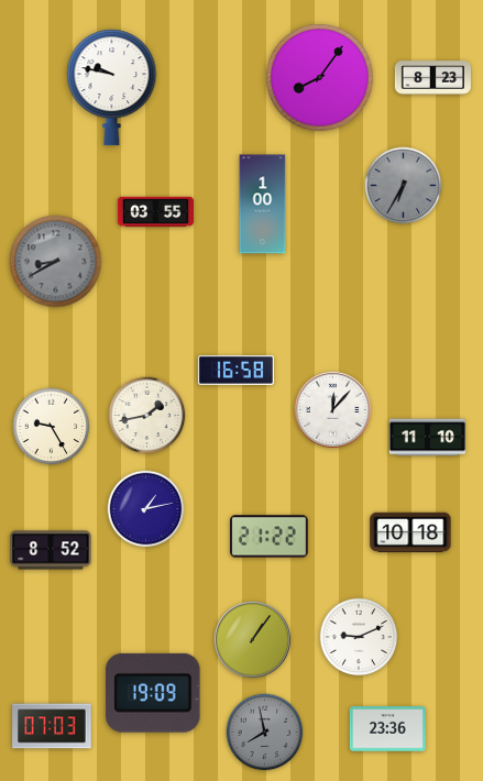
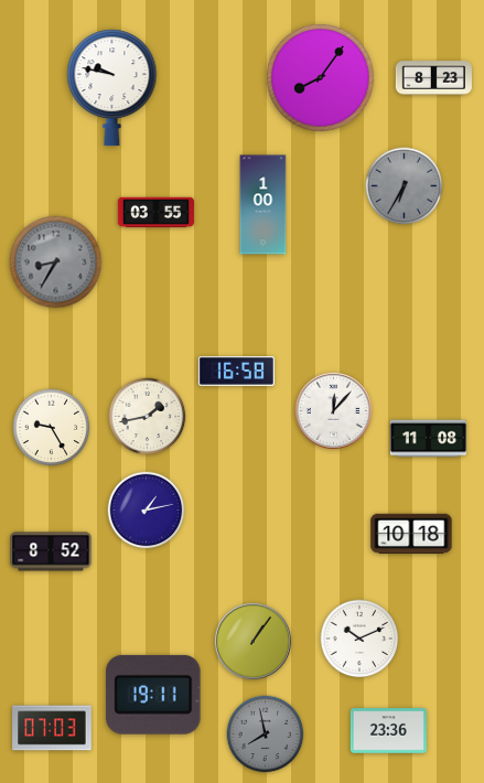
clock at (56, 262): 8:40 -> 8:35
clock at (427, 438): 11:10 -> 11:08
clock at (270, 537): 21:22 -> none
clock at (359, 637): 9:11 -> 10:11
clock at (153, 693): 19:09 -> 19:11
